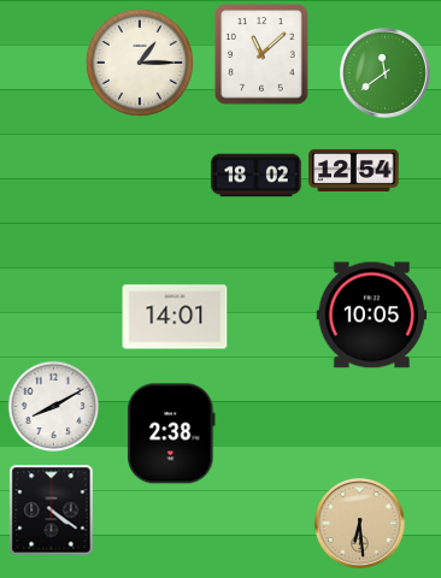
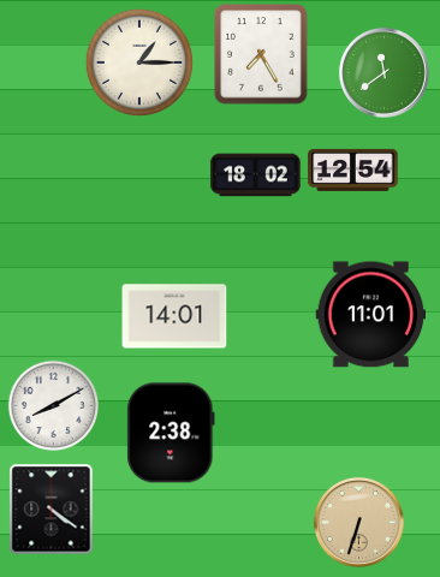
clock at (261, 54): 11:08 -> 7:25
clock at (372, 315): 10:05 -> 11:01
clock at (359, 523): 6:29 -> 6:33
